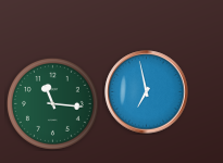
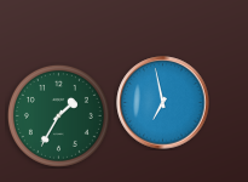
clock at (52, 103): 11:16 -> 1:35
